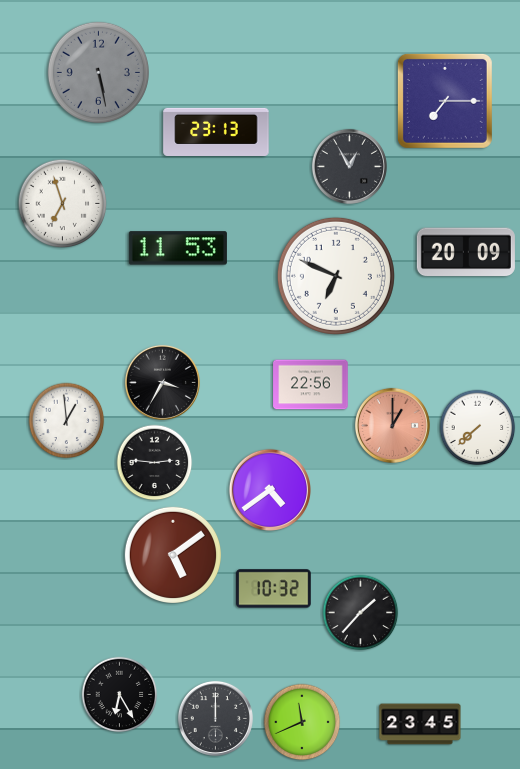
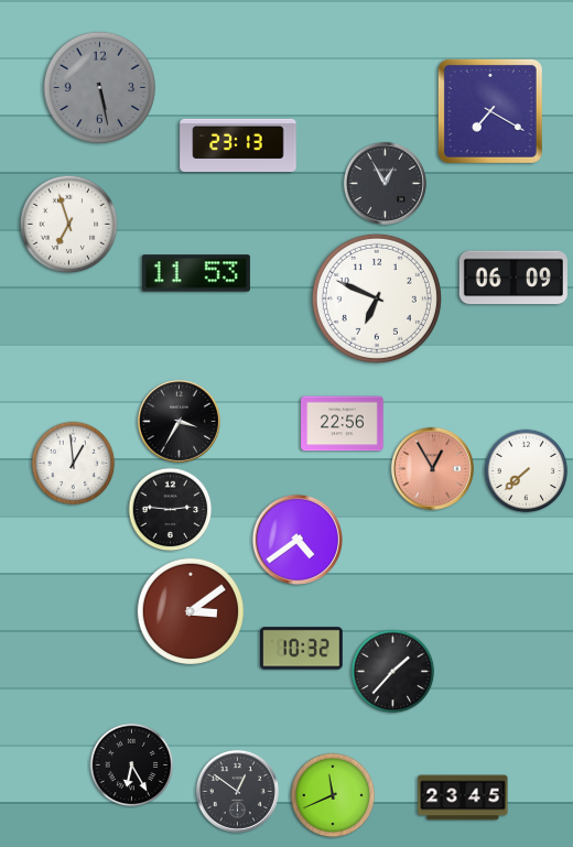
clock at (98, 72) position: (98, 72) -> (99, 87)
clock at (445, 101): 7:15 -> 7:20
clock at (466, 252): 20:09 -> 06:09
clock at (336, 276) position: (336, 276) -> (377, 298)
clock at (392, 425): 1:00 -> 12:55
clock at (172, 554): 5:09 -> 3:09
clock at (361, 613) position: (361, 613) -> (393, 672)
clock at (215, 718): 12:00 -> 12:51
